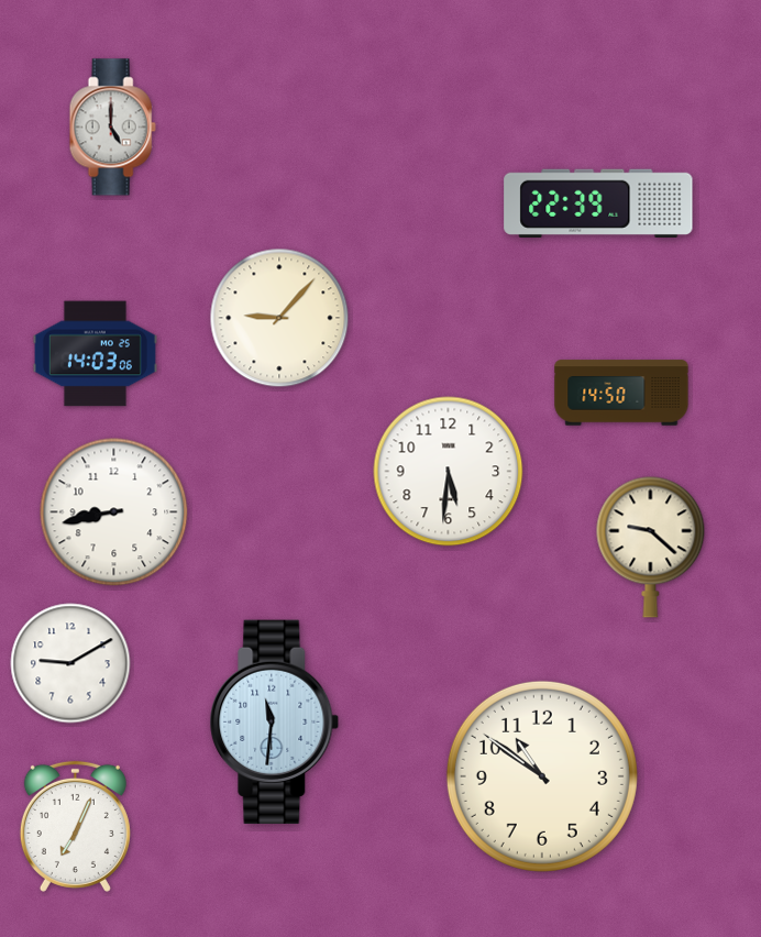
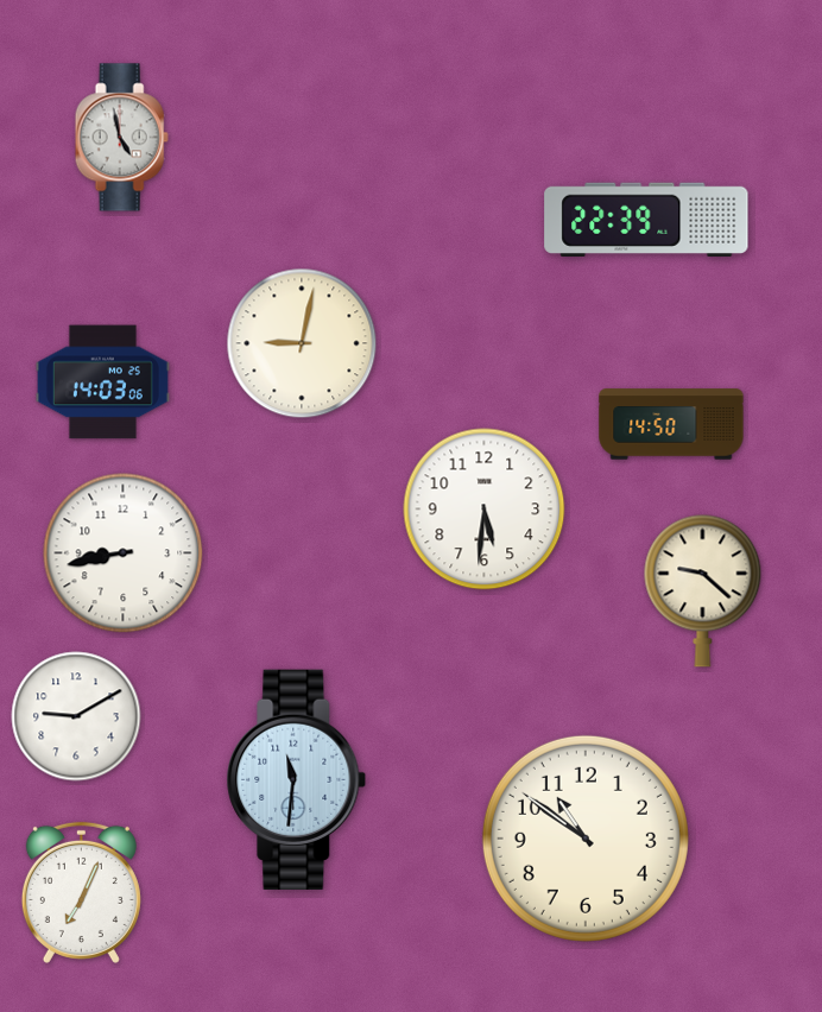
clock at (112, 128): 5:00 -> 4:58
clock at (279, 318): 9:07 -> 9:02
